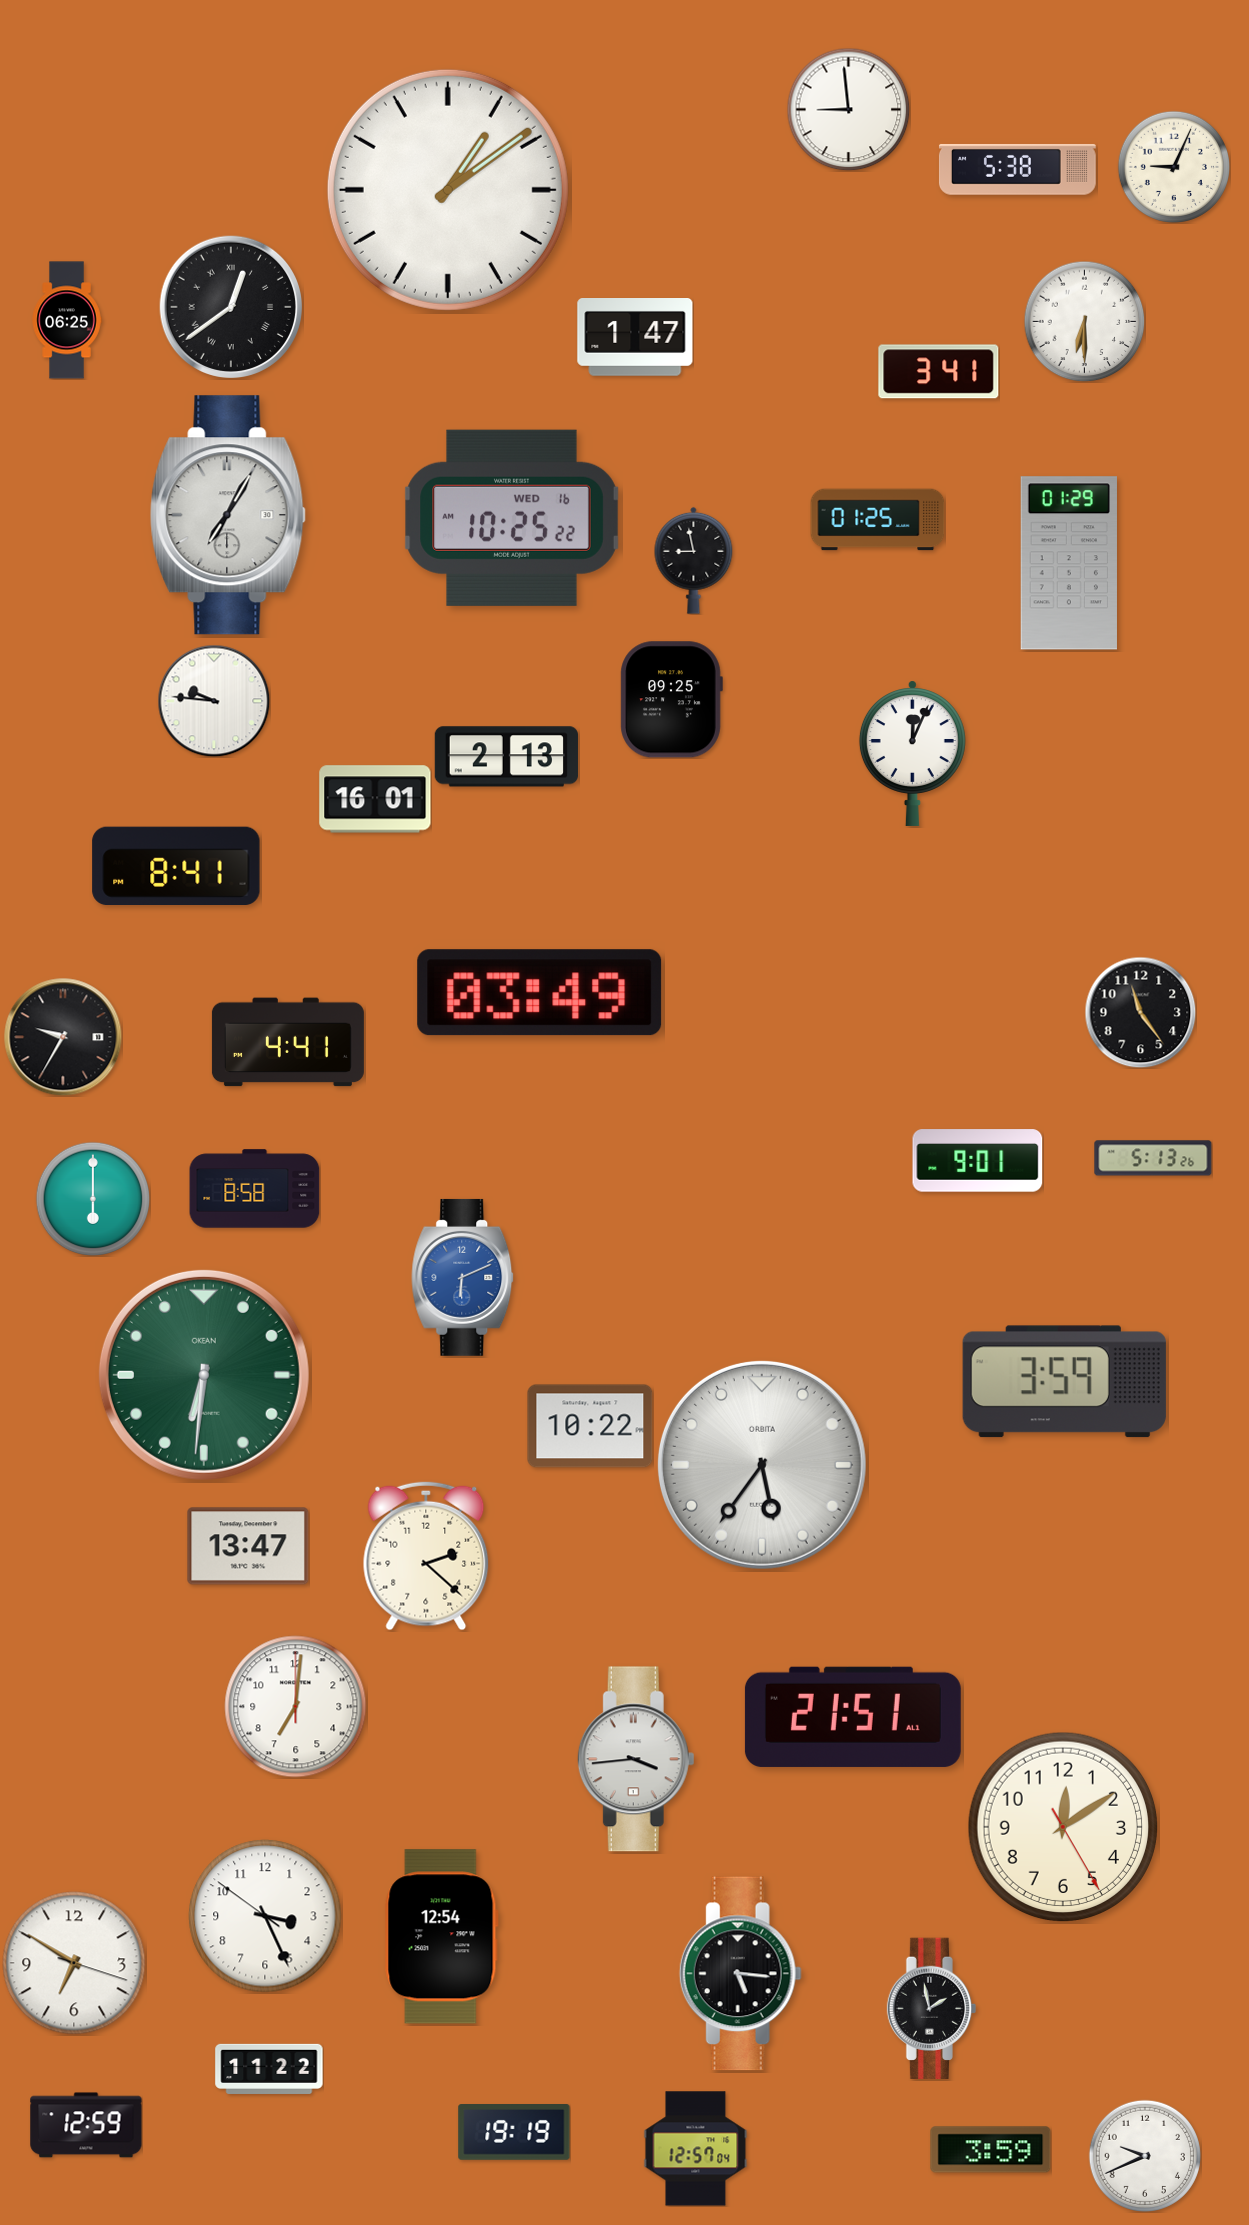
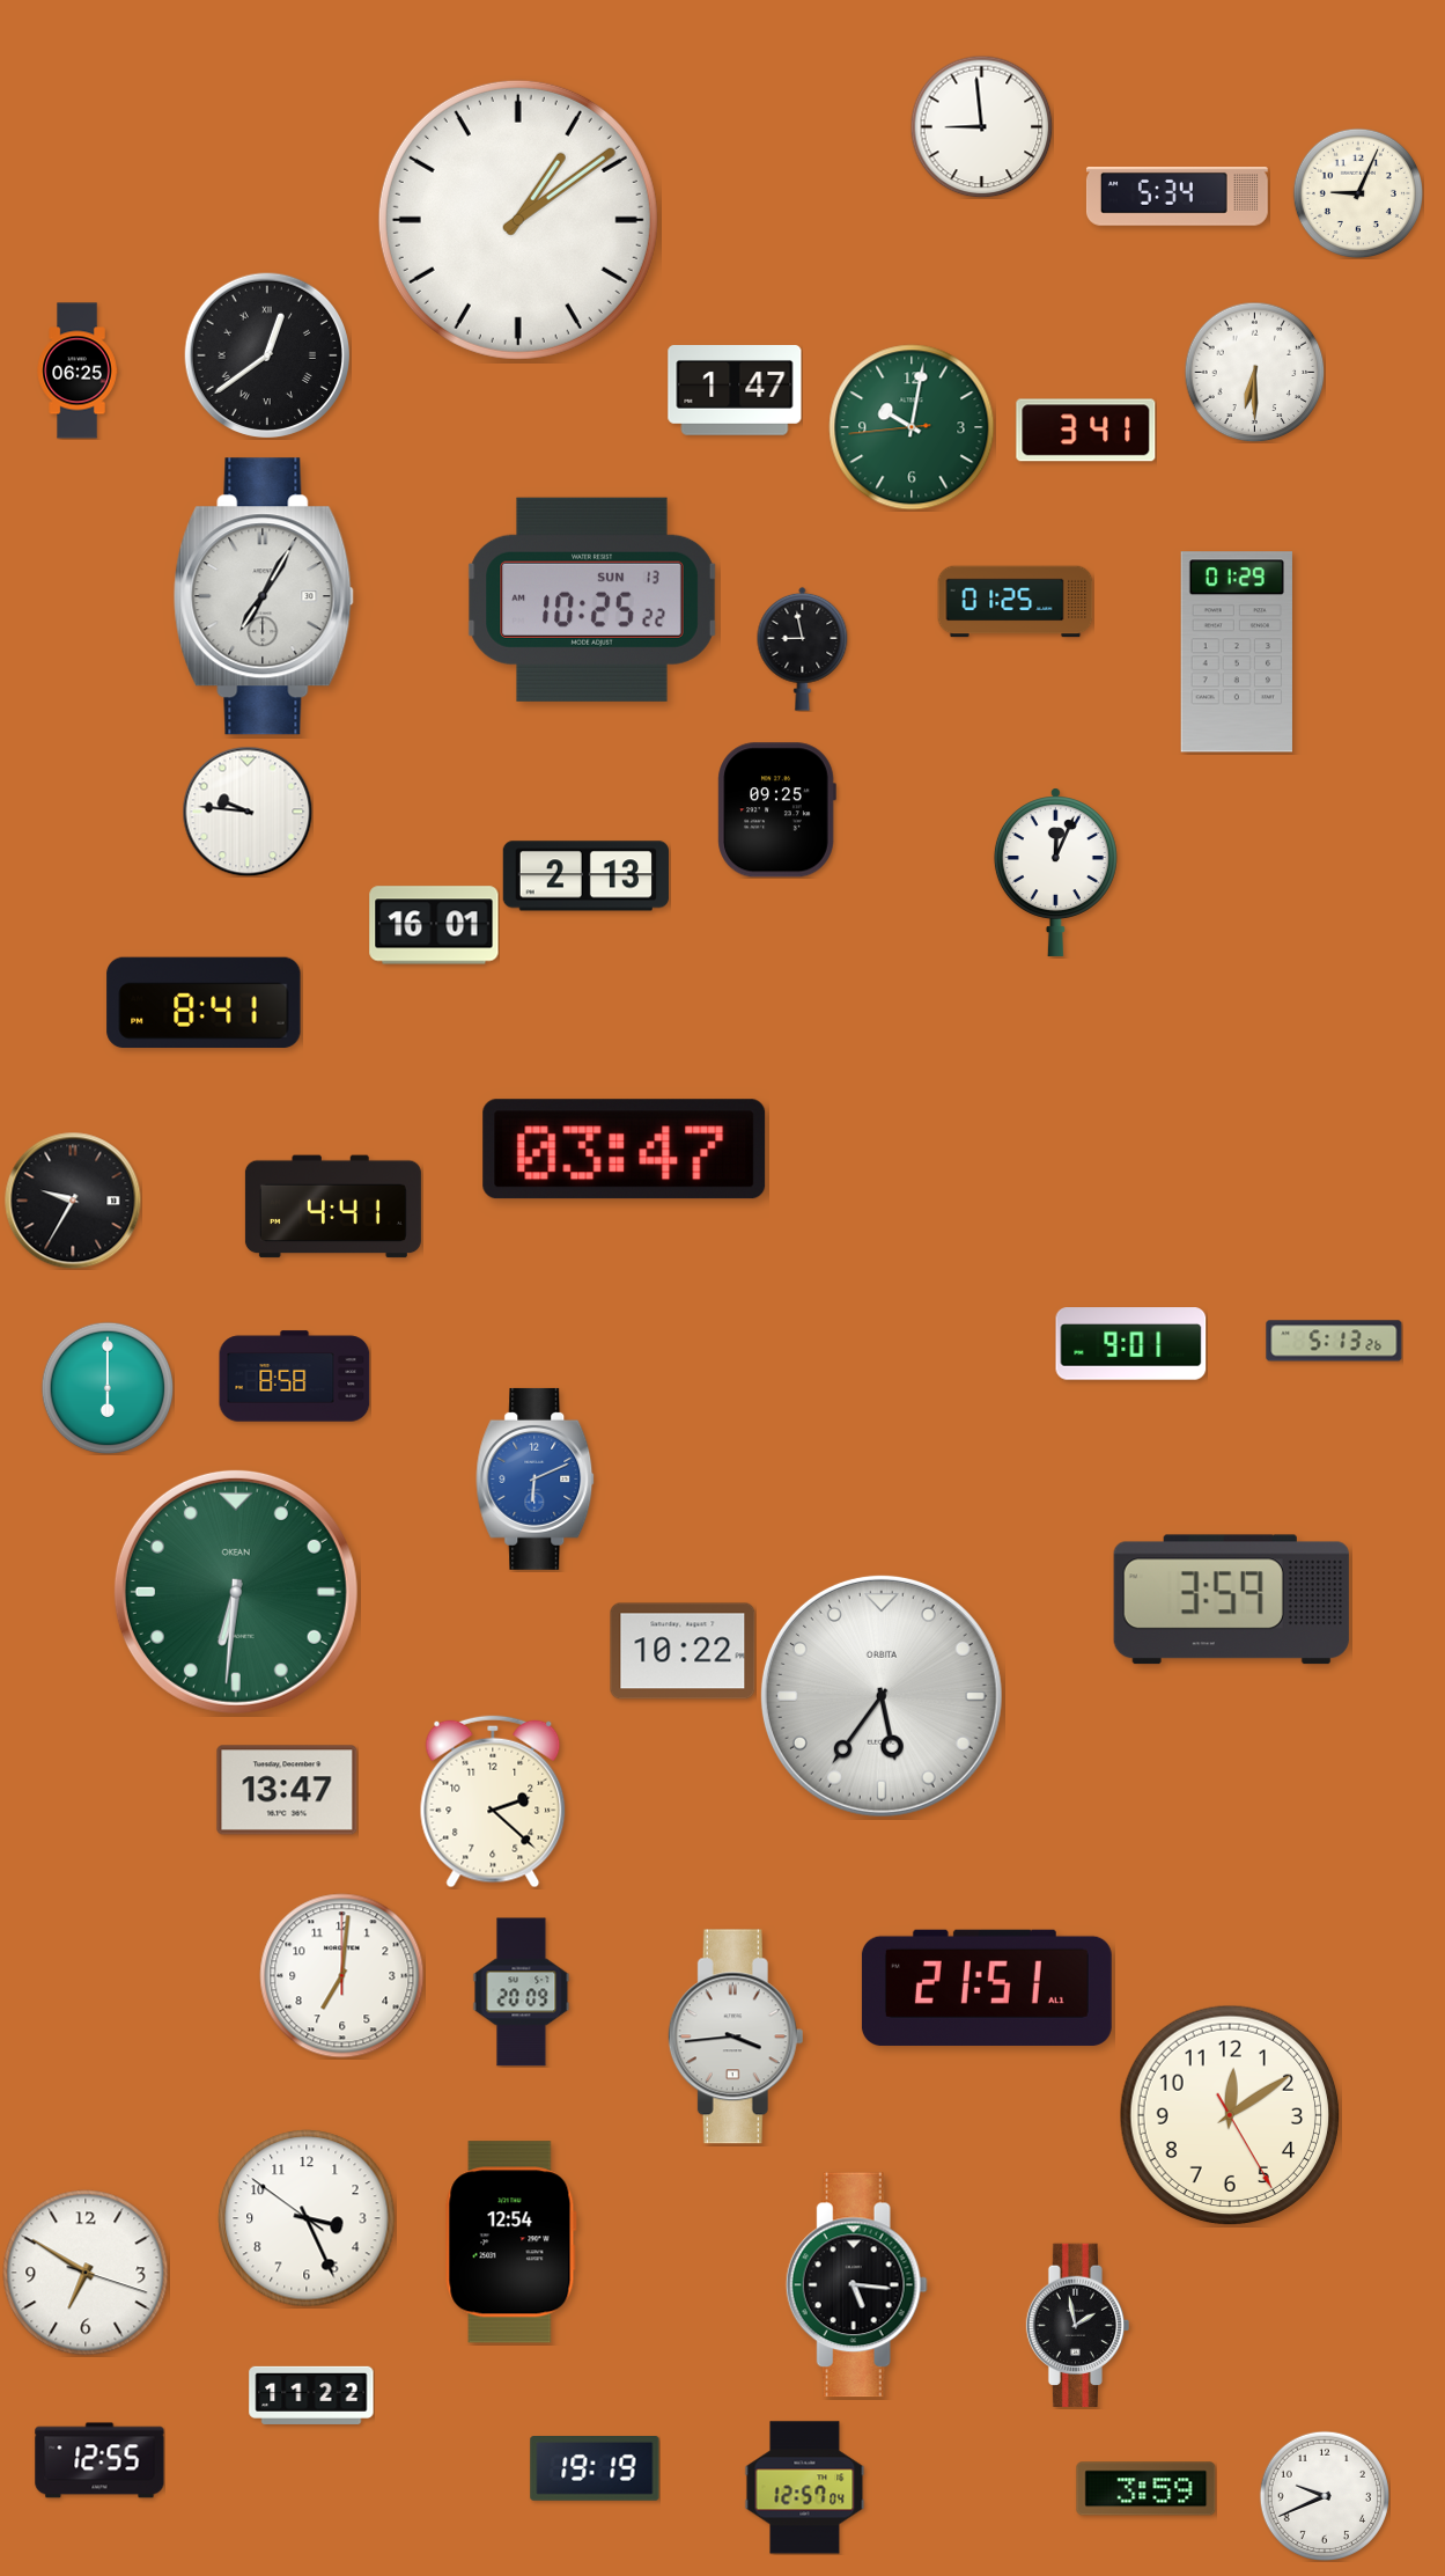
clock at (1017, 169): 5:38 -> 5:34
clock at (912, 427): none -> 10:01
clock at (512, 518) date: WED 16 -> SUN 13
clock at (540, 993): 03:49 -> 03:47
clock at (1140, 1012): 11:24 -> none
clock at (522, 1992): none -> 20:09
clock at (86, 2125): 12:59 -> 12:55
